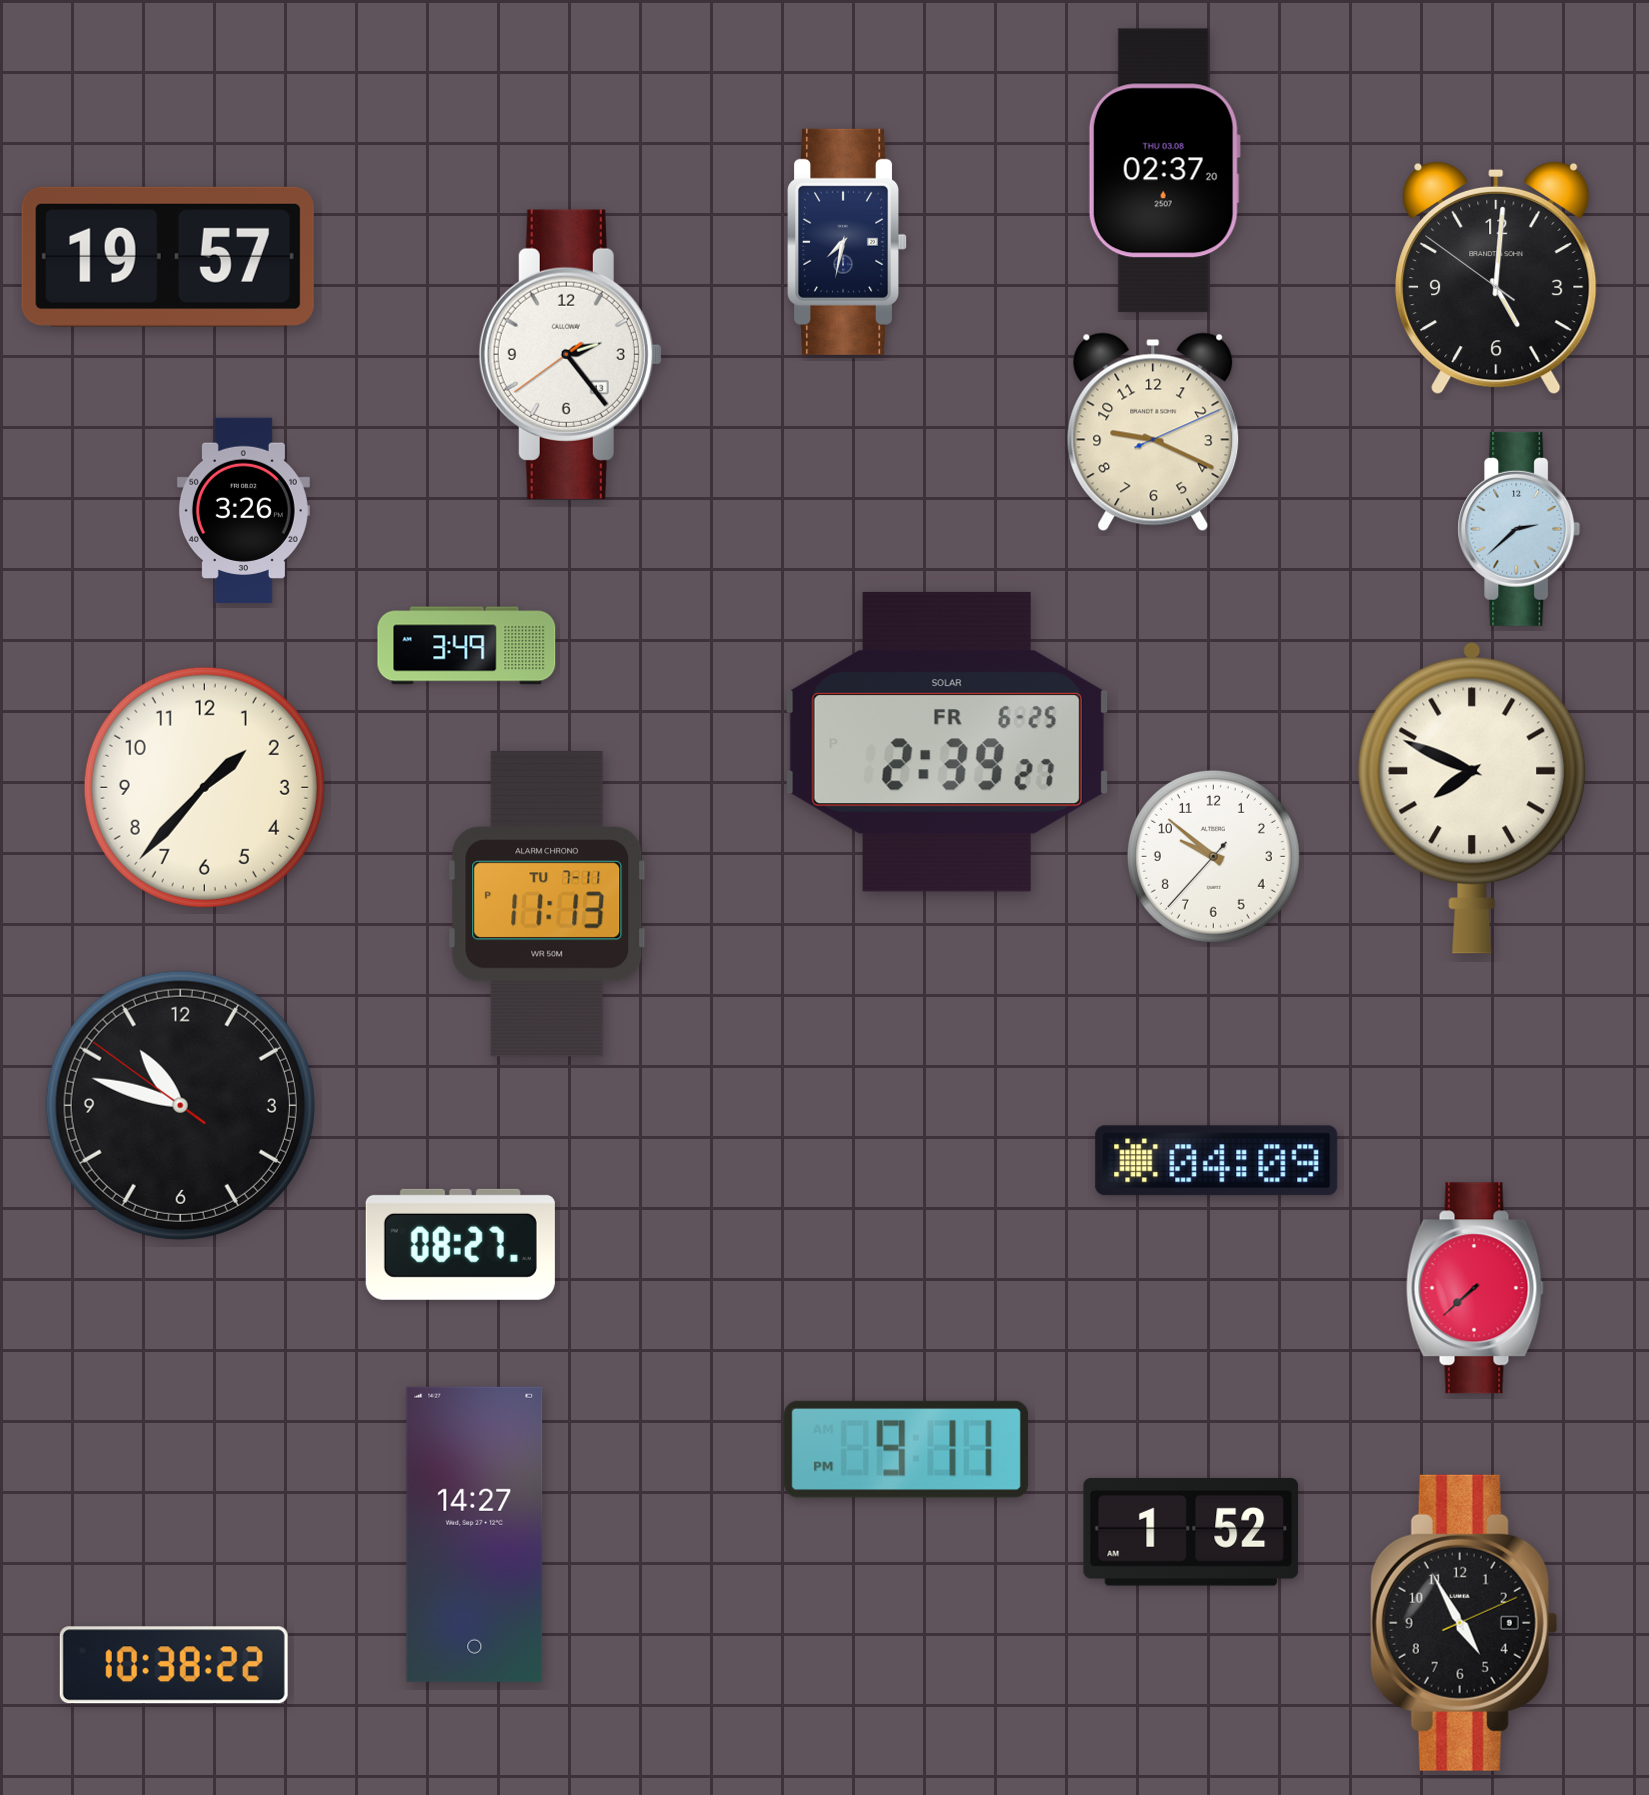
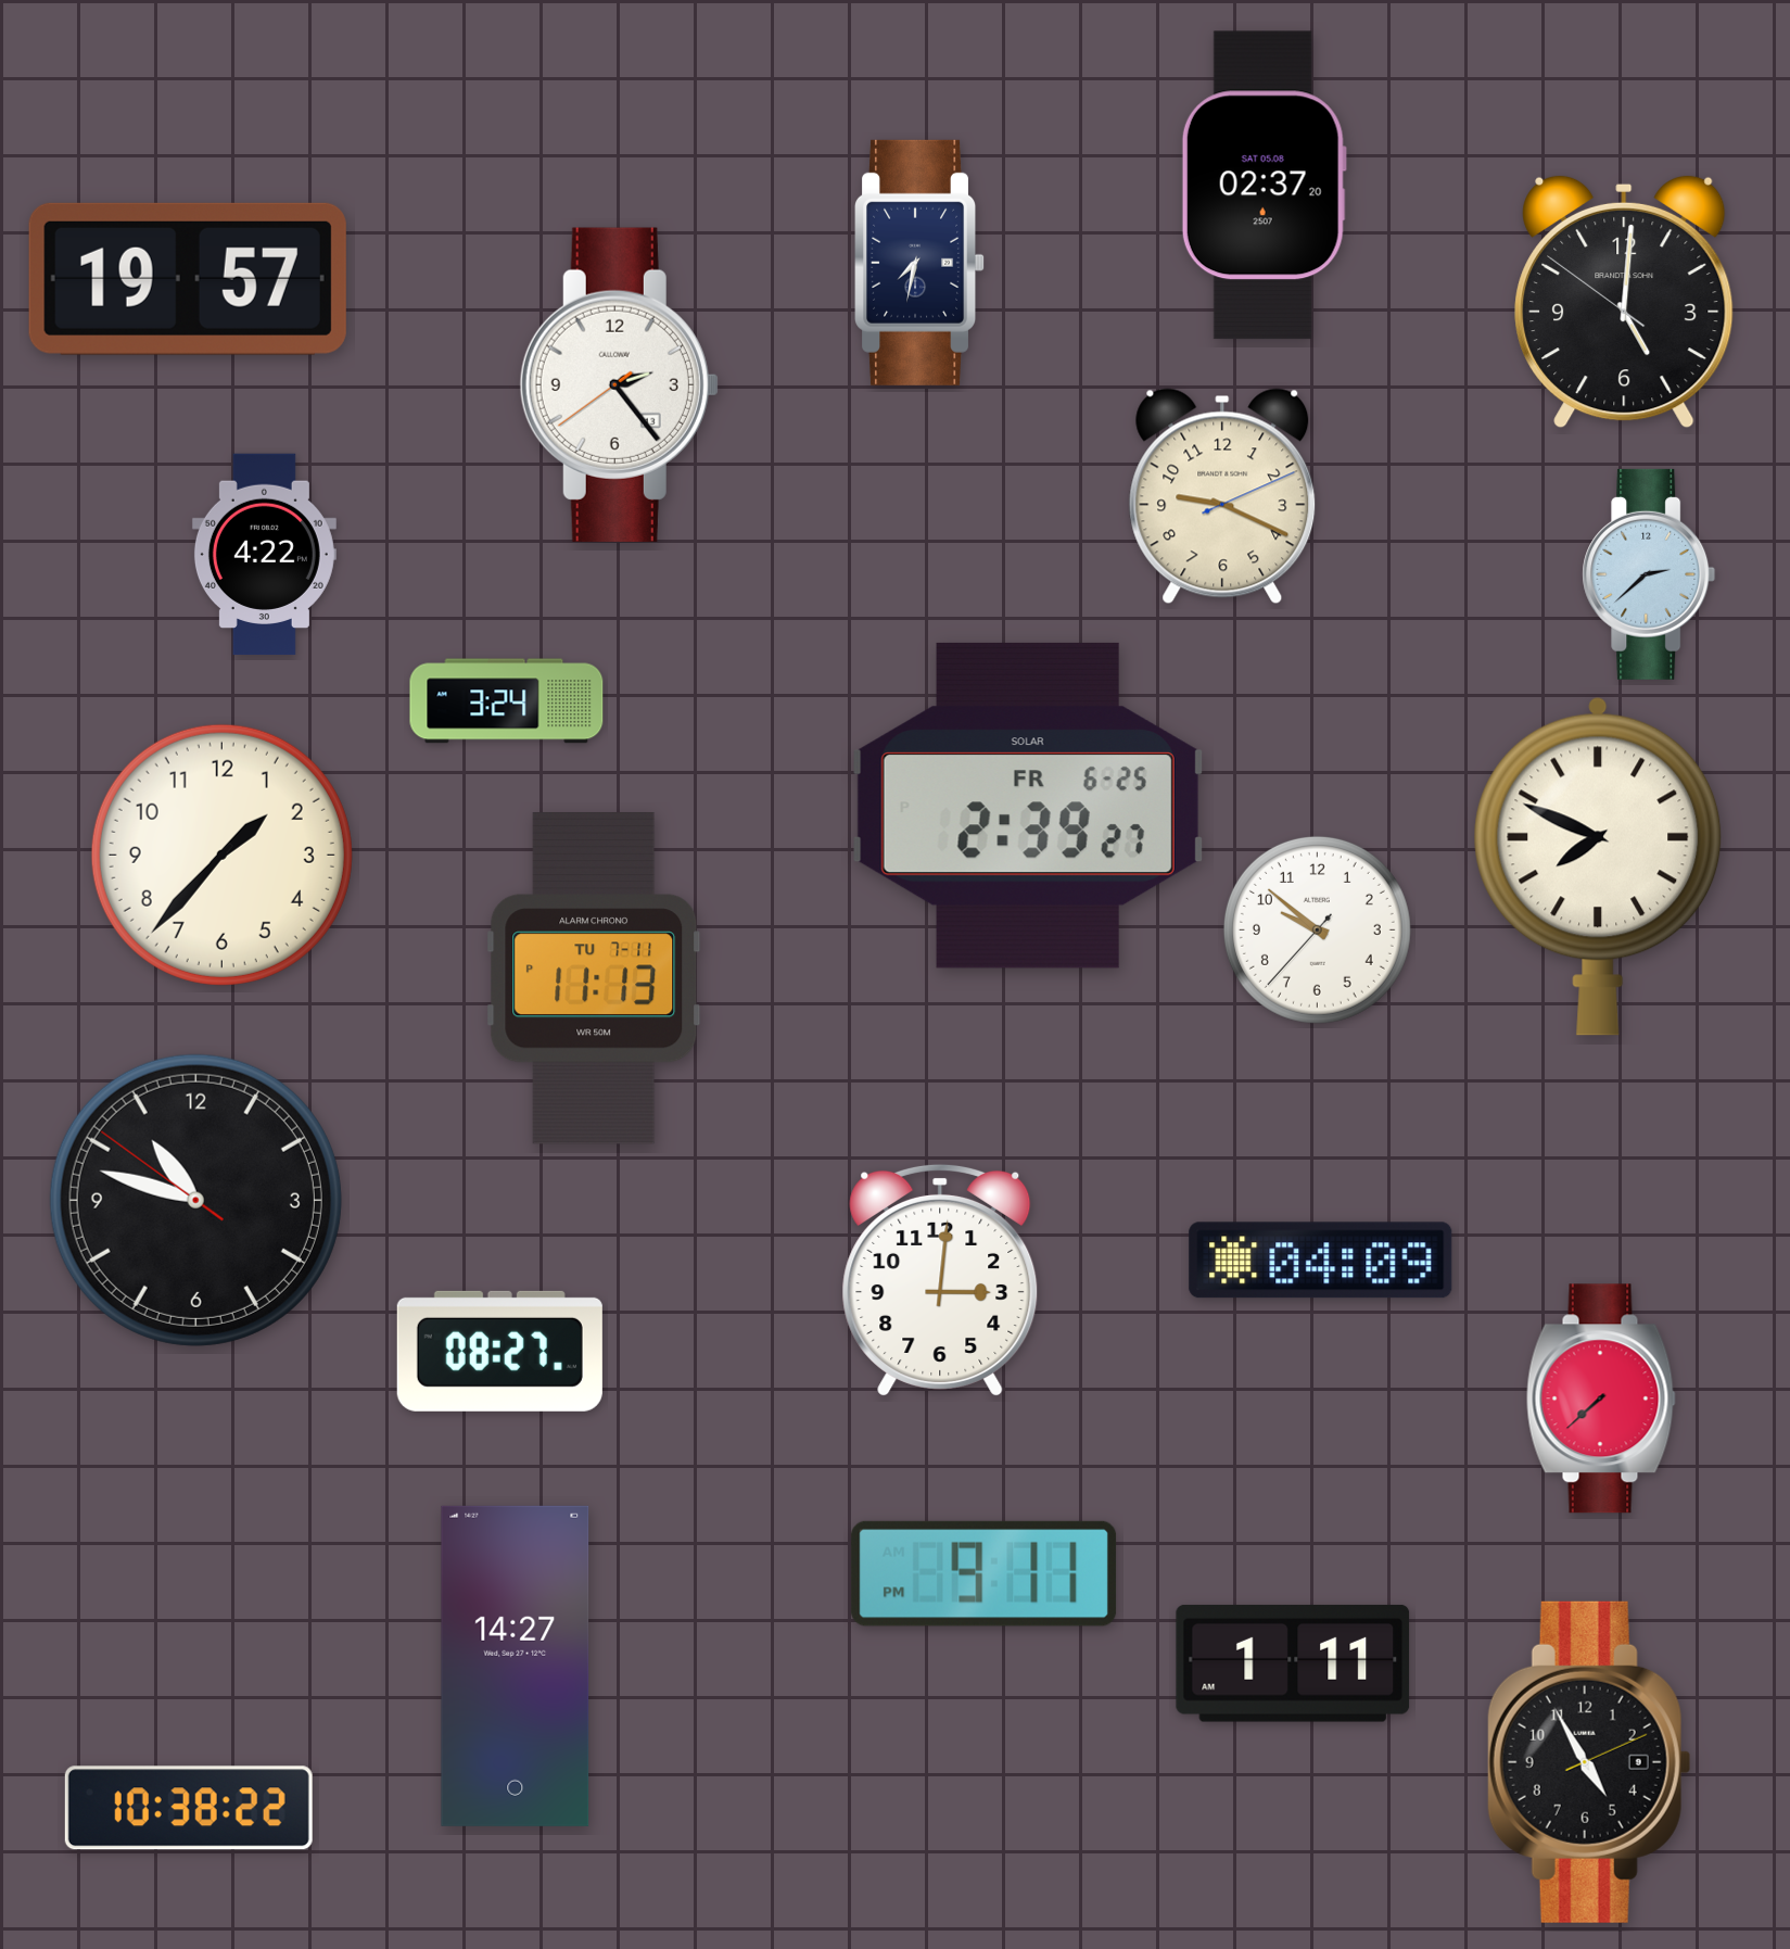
clock at (1164, 171) date: THU 03.08 -> SAT 05.08
clock at (168, 257) position: (168, 257) -> (188, 279)
clock at (1153, 432) position: (1153, 432) -> (1222, 496)
clock at (243, 511): 3:26 -> 4:22
clock at (467, 646): 3:49 -> 3:24
clock at (547, 904) position: (547, 904) -> (594, 978)
clock at (940, 1280): none -> 3:01
clock at (1191, 1532): 1:52 -> 1:11
